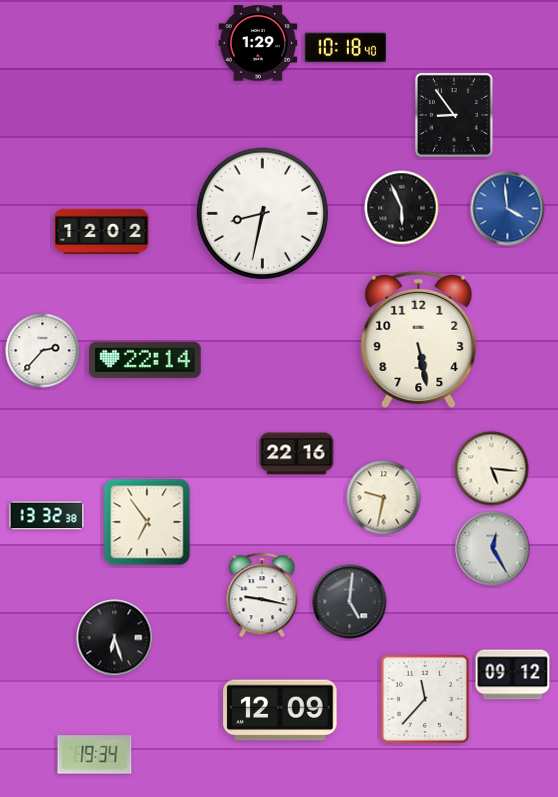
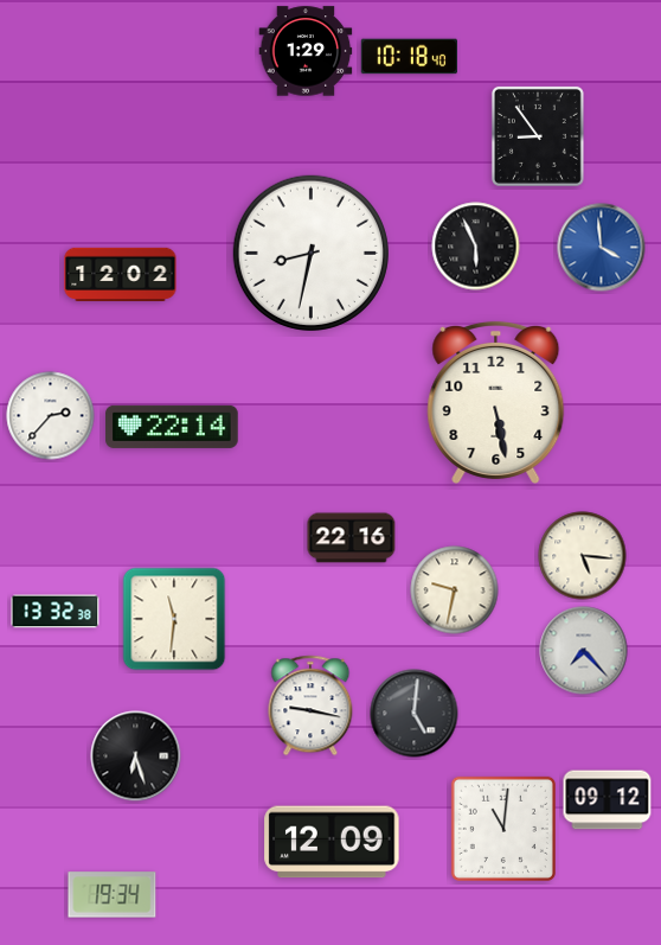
clock at (147, 522): 6:54 -> 11:31
clock at (493, 549): 12:25 -> 7:23
clock at (425, 699): 11:37 -> 11:01
